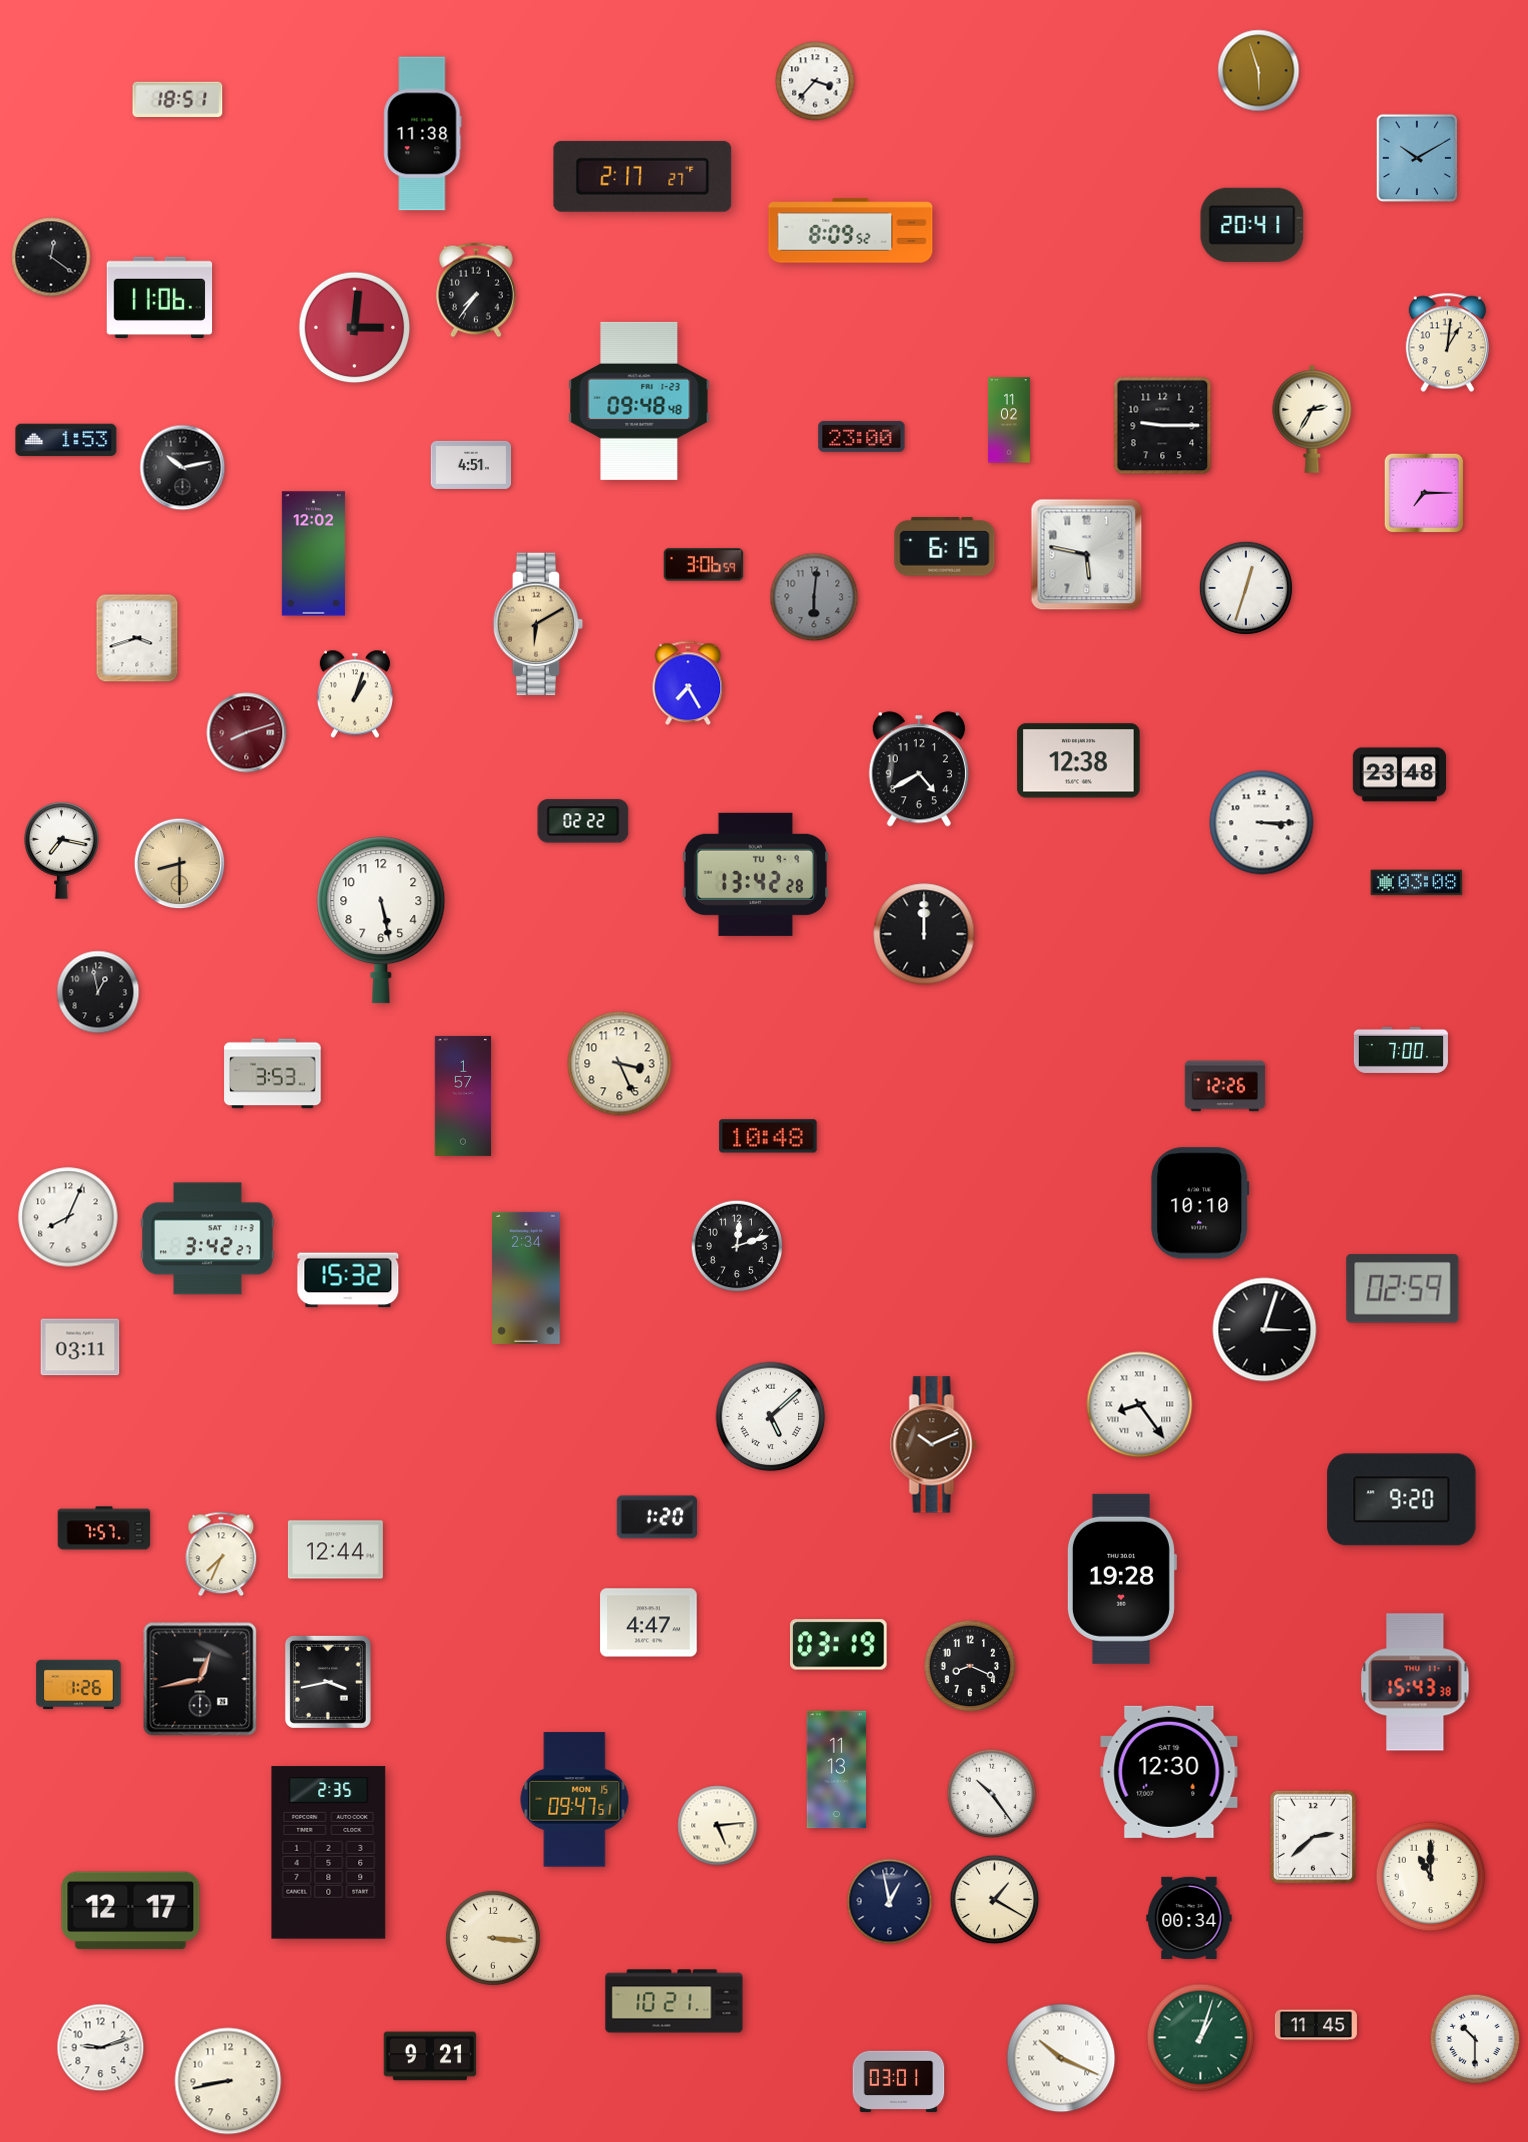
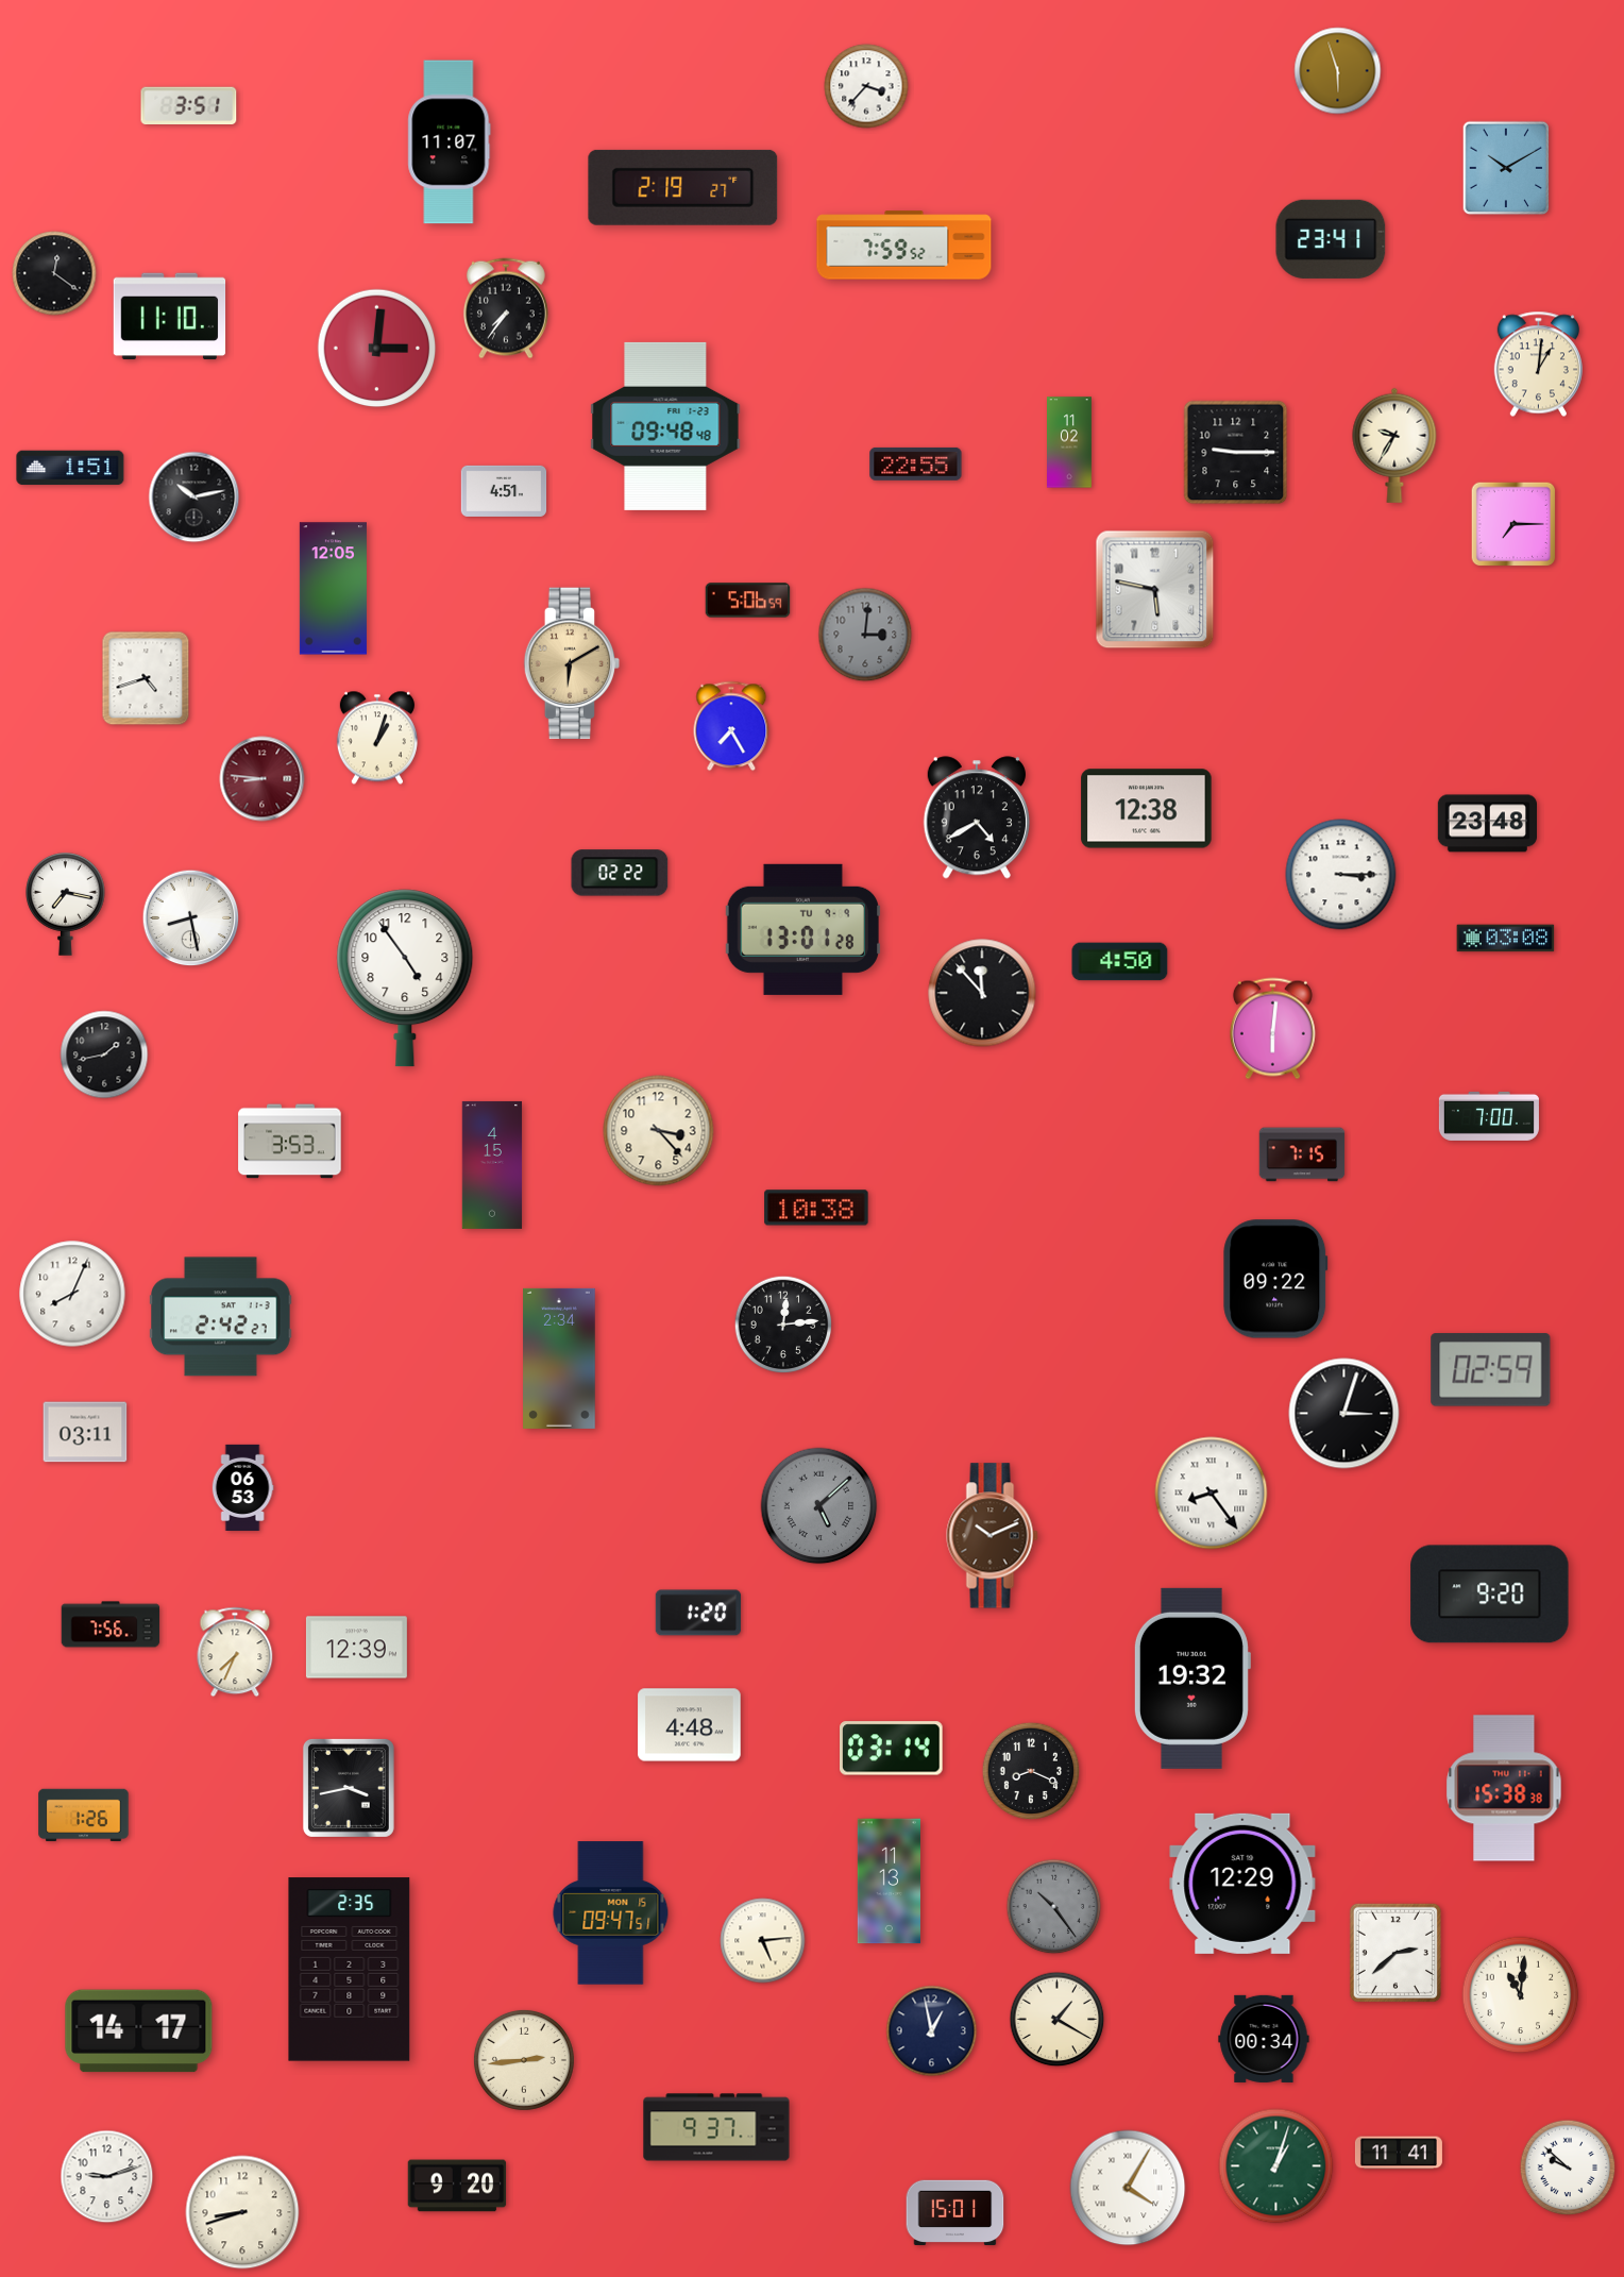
clock at (1259, 71) position: (1259, 71) -> (1338, 71)
clock at (178, 99): 18:51 -> 3:51
clock at (423, 134): 11:38 -> 11:07
clock at (643, 176): 2:17 -> 2:19
clock at (1252, 225): 20:41 -> 23:41
clock at (851, 231): 8:09 -> 7:59
clock at (160, 298): 11:06 -> 11:10
clock at (639, 401) position: (639, 401) -> (665, 426)
clock at (1312, 419): 2:35 -> 9:35
clock at (1010, 420) position: (1010, 420) -> (1070, 442)
clock at (862, 436): 23:00 -> 22:55
clock at (66, 440): 1:53 -> 1:51
clock at (471, 465) position: (471, 465) -> (504, 491)
clock at (945, 547): 6:15 -> none
clock at (313, 554): 12:02 -> 12:05
clock at (704, 565): 3:06 -> 5:06
clock at (1246, 588): 12:33 -> none
clock at (814, 597): 6:01 -> 3:01
clock at (137, 638): 3:42 -> 4:42
clock at (247, 733): 8:12 -> 8:46
clock at (180, 864): 8:30 -> 8:28
clock at (180, 864) dial: champagne -> white
clock at (755, 874): 13:42 -> 13:01
clock at (1120, 962): none -> 4:50
clock at (381, 920): 5:28 -> 4:54
clock at (924, 934): 12:00 -> 11:53
clock at (1272, 1029): none -> 6:01
clock at (98, 992): 12:58 -> 1:43
clock at (620, 1064): 3:26 -> 3:23
clock at (1225, 1086): 12:26 -> 7:15
clock at (463, 1096): 1:57 -> 4:15
clock at (768, 1136): 10:48 -> 10:38
clock at (1200, 1203): 10:10 -> 09:22
clock at (208, 1239): 3:42 -> 2:42
clock at (737, 1246): 12:12 -> 12:14
clock at (348, 1280): 15:32 -> none
clock at (242, 1487): none -> 06:53
clock at (771, 1417) dial: white -> grey
clock at (104, 1528): 7:57 -> 7:56
clock at (335, 1550): 12:44 -> 12:39
clock at (1121, 1579): 19:28 -> 19:32
clock at (649, 1623): 4:47 -> 4:48
clock at (839, 1645): 03:19 -> 03:14
clock at (200, 1679): 12:43 -> none
clock at (1415, 1682): 15:43 -> 15:38
clock at (79, 1685) position: (79, 1685) -> (84, 1816)
clock at (1169, 1772): 12:30 -> 12:29
clock at (992, 1794) dial: white -> grey
clock at (1431, 1877): 11:00 -> 11:01
clock at (890, 1902) position: (890, 1902) -> (932, 2031)
clock at (131, 1911): 12:17 -> 14:17
clock at (493, 1938): 3:16 -> 2:44
clock at (674, 2001): 10:21 -> 9:37
clock at (1316, 2025): 11:45 -> 11:41
clock at (1475, 2039): 10:30 -> 9:52
clock at (430, 2056): 9:21 -> 9:20
clock at (1061, 2058): 10:19 -> 4:05
clock at (228, 2081): 8:43 -> 8:42
clock at (899, 2082): 03:01 -> 15:01
